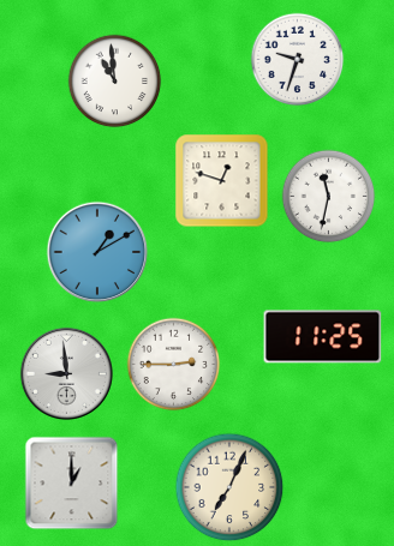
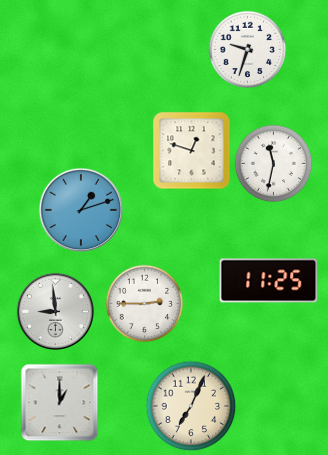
clock at (114, 80): 10:59 -> none
clock at (221, 180) position: (221, 180) -> (191, 150)
clock at (97, 252): 1:10 -> 1:12
